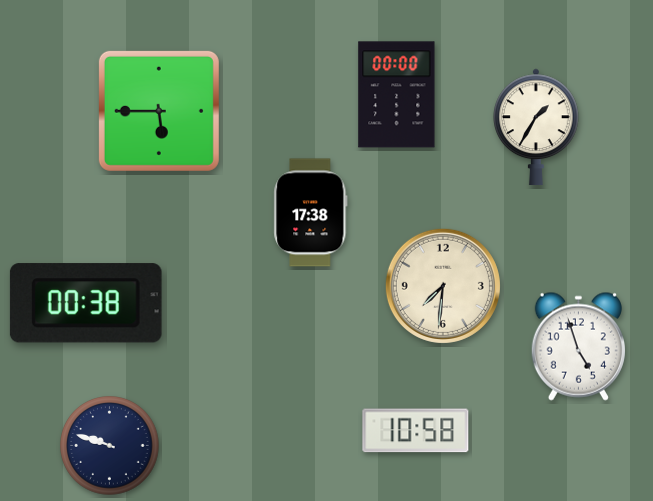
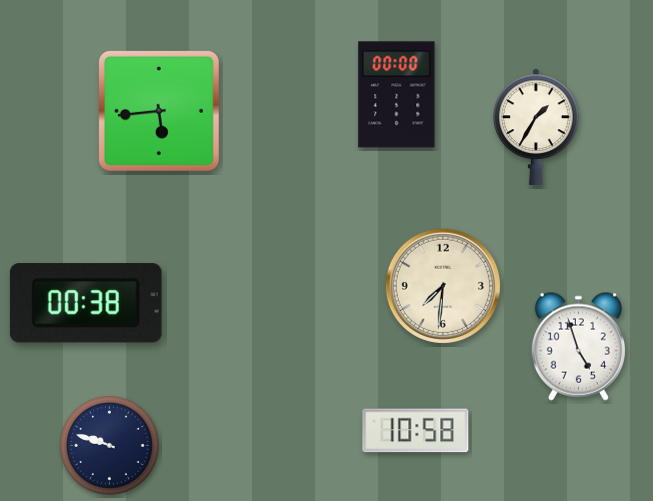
clock at (159, 111): 5:45 -> 5:44
clock at (311, 213): 17:38 -> none
